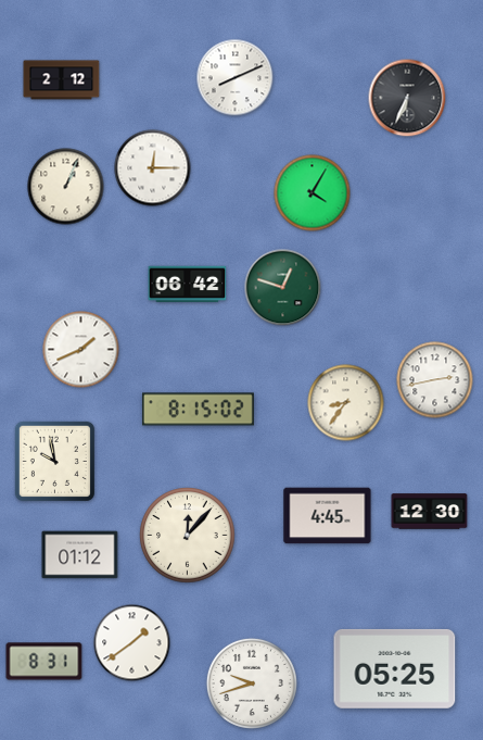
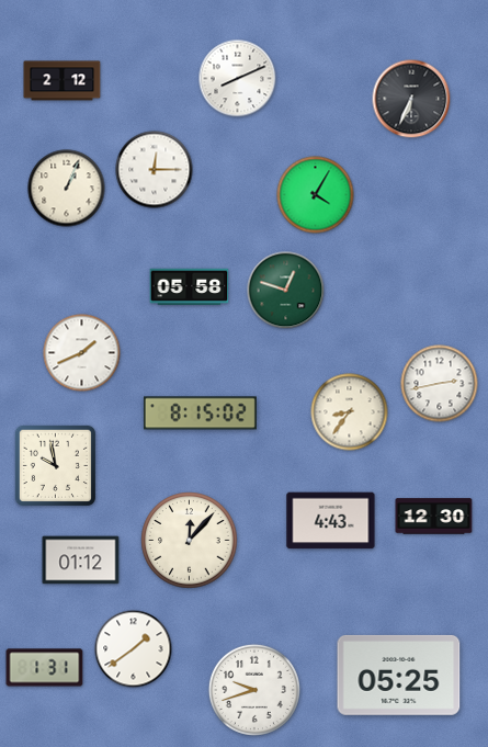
clock at (188, 285): 06:42 -> 05:58
clock at (346, 403) position: (346, 403) -> (350, 412)
clock at (328, 516): 4:45 -> 4:43
clock at (45, 662): 8:31 -> 1:31
